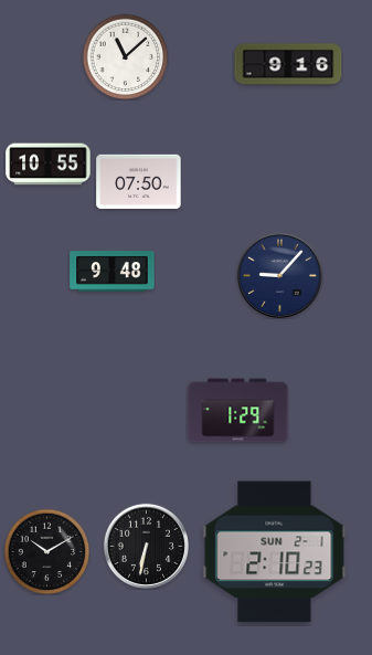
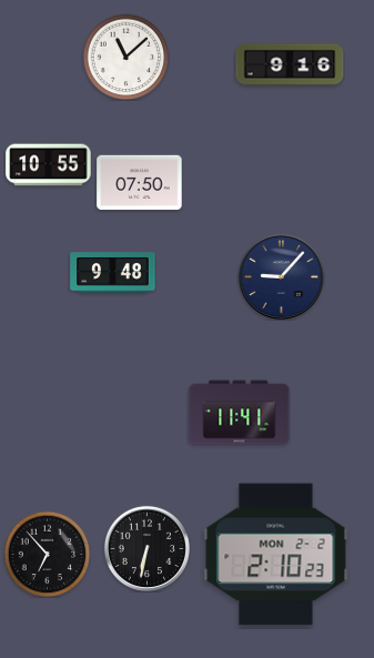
clock at (238, 411): 1:29 -> 11:41
clock at (46, 551): 10:10 -> 6:53
clock at (275, 552) date: SUN 2-1 -> MON 2-2
